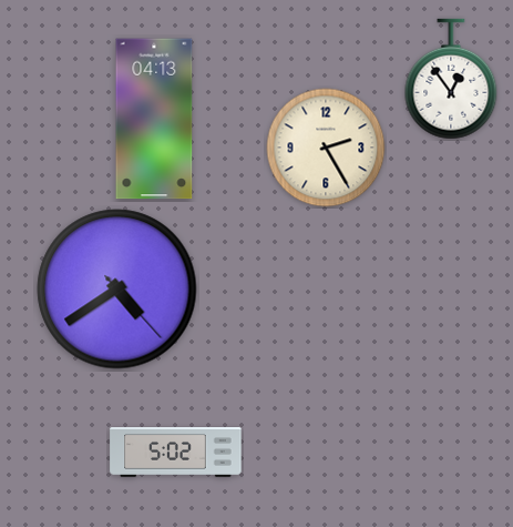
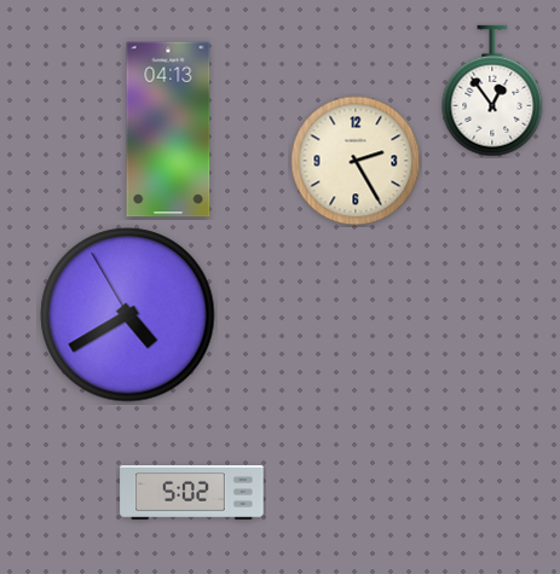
clock at (451, 79) position: (451, 79) -> (492, 91)
clock at (117, 290): 4:39:23 -> 4:39:55
